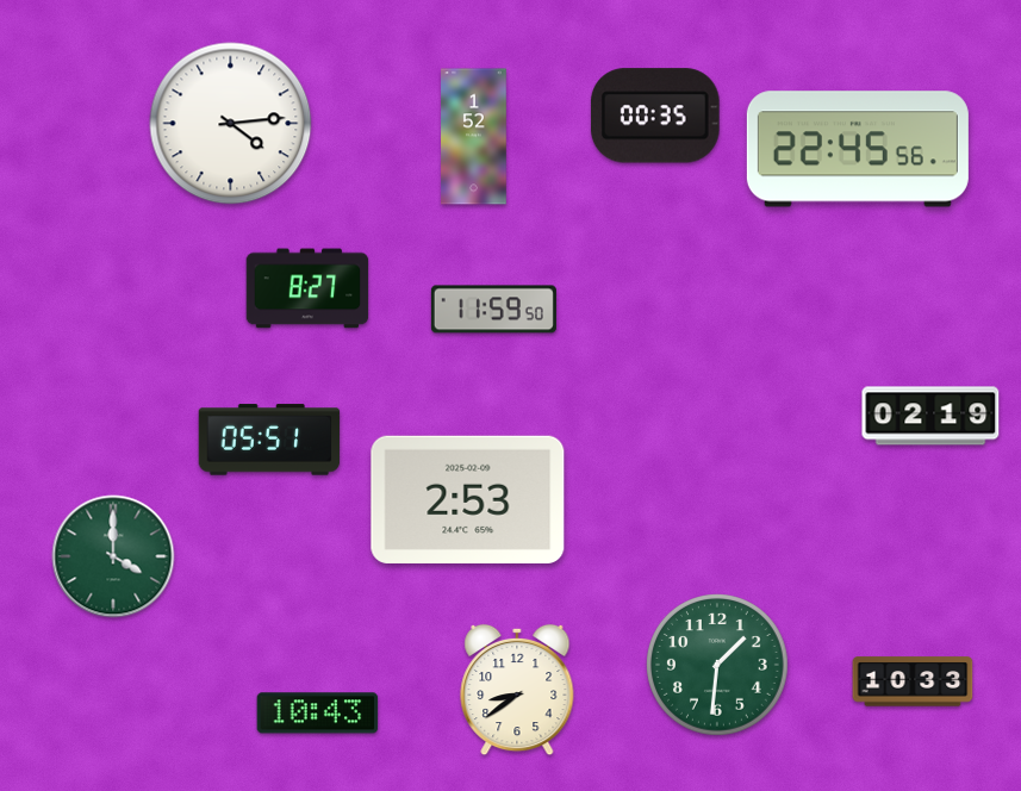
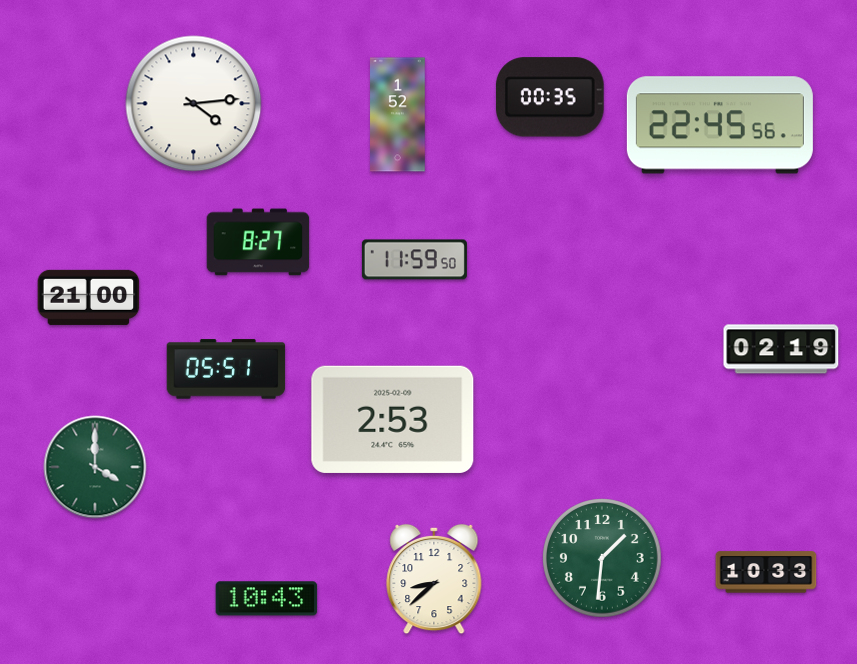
clock at (89, 297): none -> 21:00
clock at (517, 690): 8:39 -> 8:38
